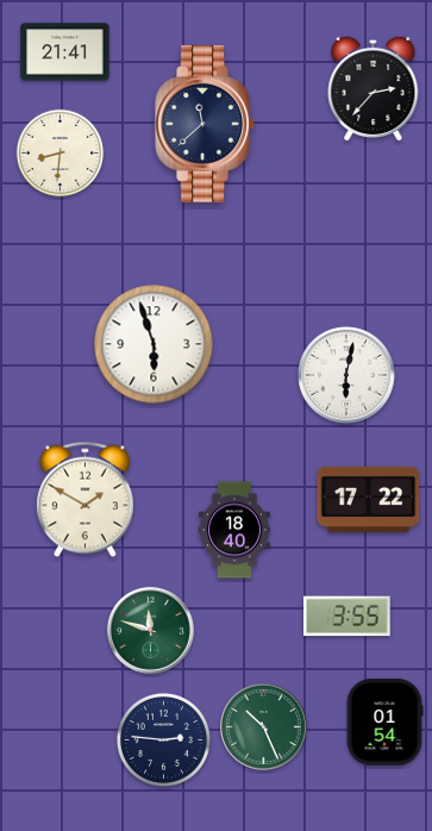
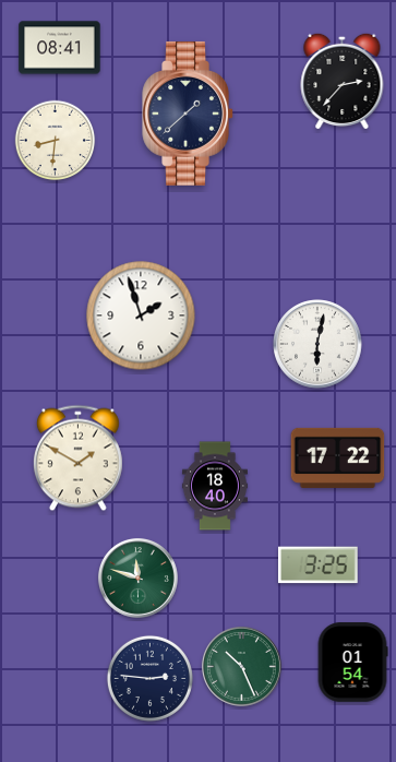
clock at (65, 52): 21:41 -> 08:41
clock at (205, 124): 11:38 -> 1:38
clock at (154, 344): 5:57 -> 1:57
clock at (348, 617): 3:55 -> 3:25
